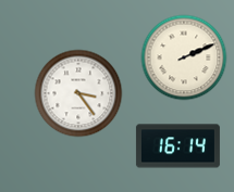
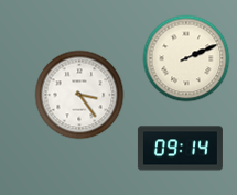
clock at (177, 146): 16:14 -> 09:14
